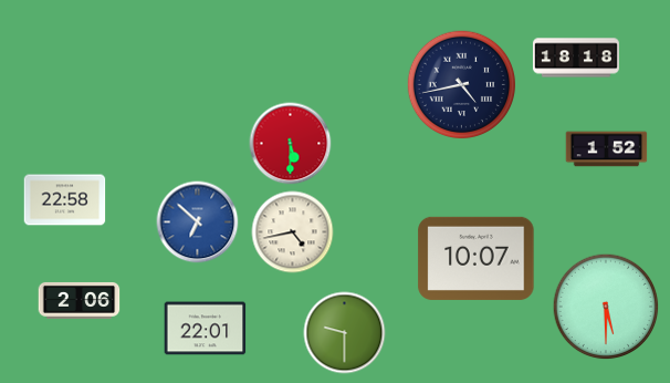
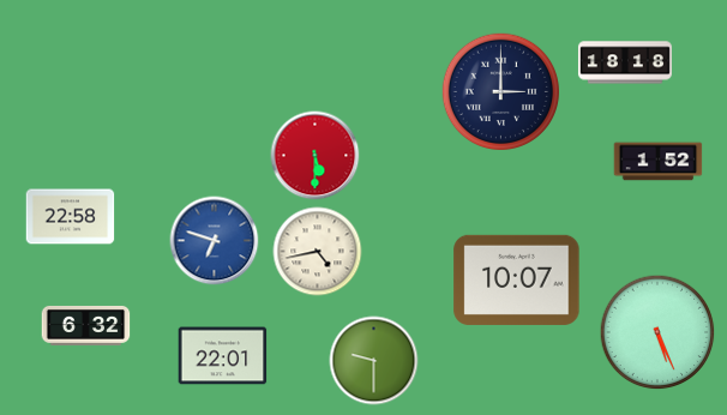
clock at (461, 84): 4:43 -> 3:00
clock at (198, 222): 6:52 -> 6:48
clock at (80, 300): 2:06 -> 6:32
clock at (606, 307): 5:30 -> 5:26
